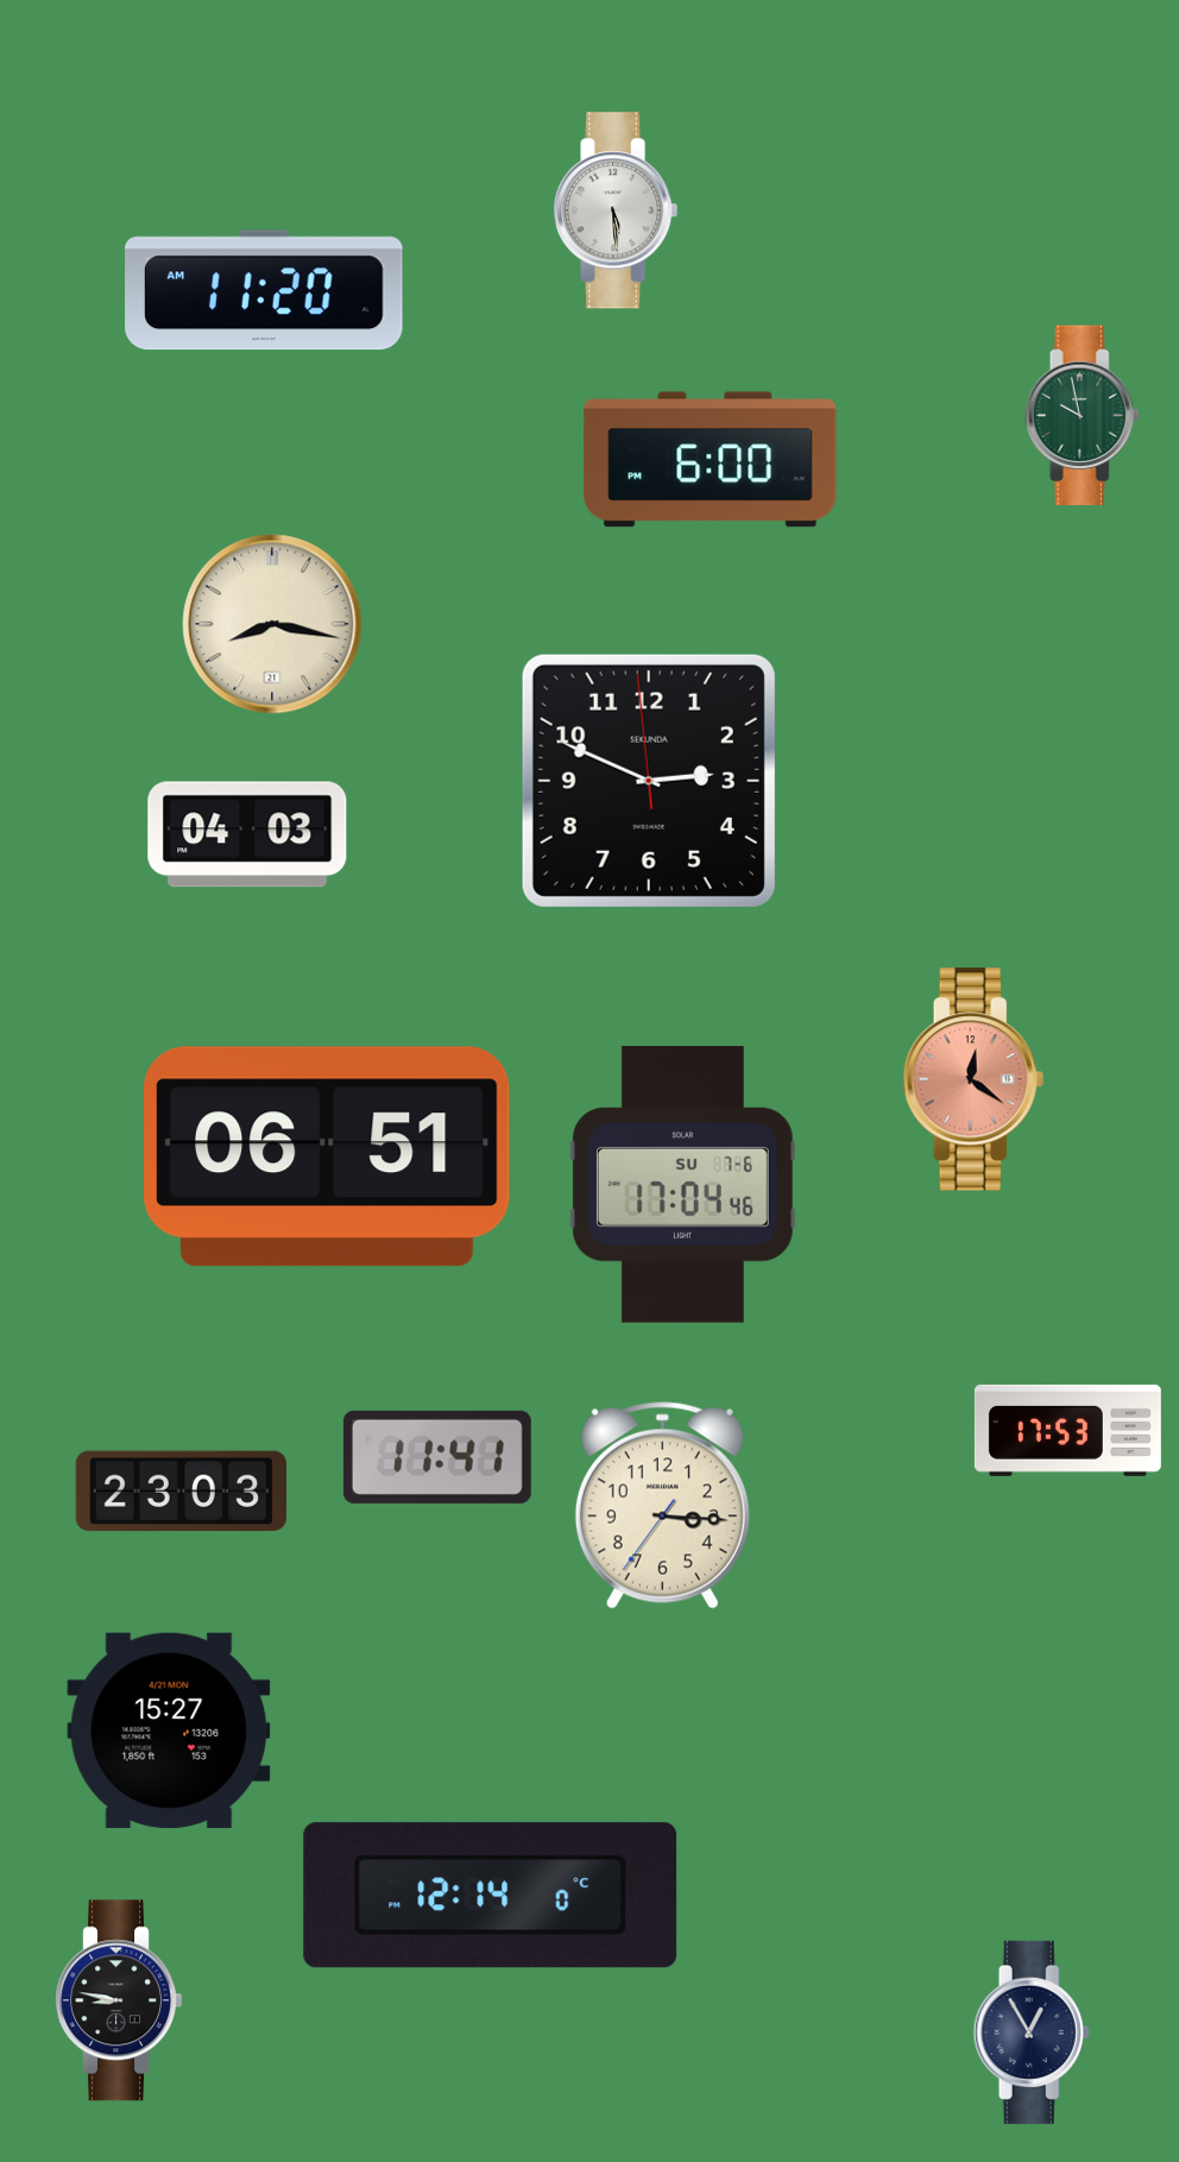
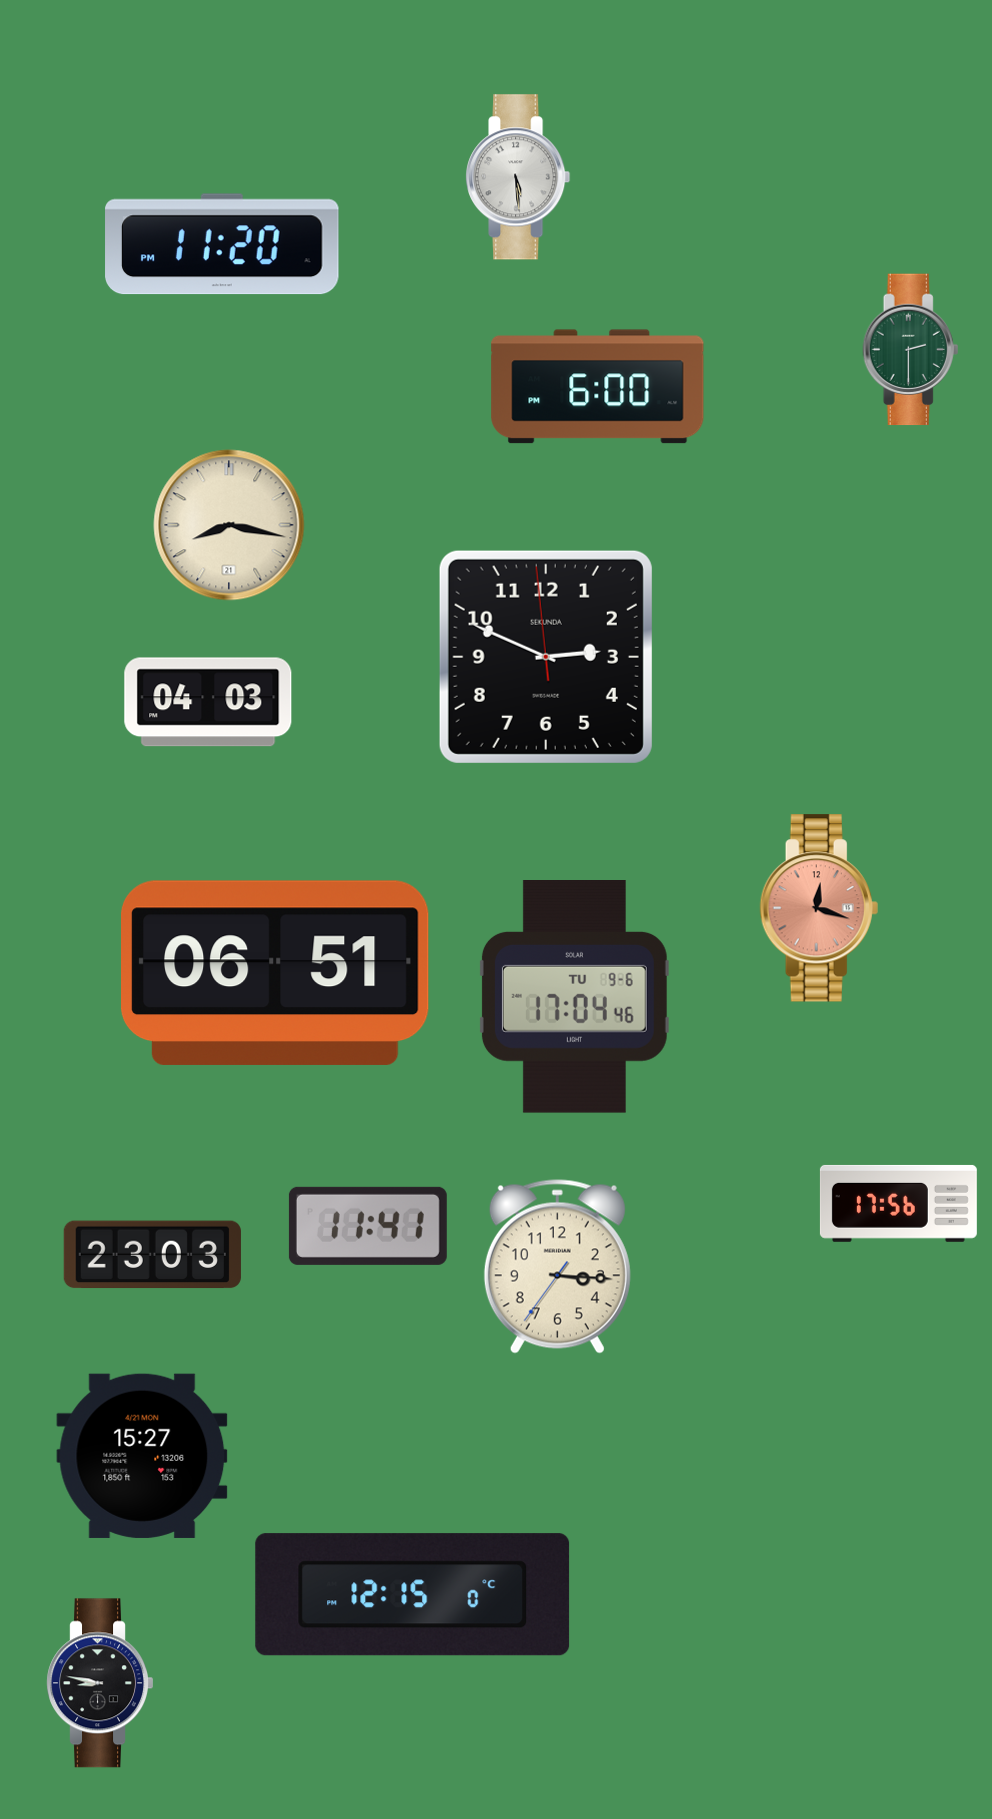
clock at (264, 290): 11:20 AM -> 11:20 PM
clock at (1083, 416): 9:58 -> 2:30
clock at (973, 1079): 12:21 -> 12:18
clock at (682, 1185) date: SU 7-6 -> TU 9-6
clock at (1067, 1430): 17:53 -> 17:56
clock at (491, 1896): 12:14 -> 12:15
clock at (1032, 2032): 12:55 -> none
